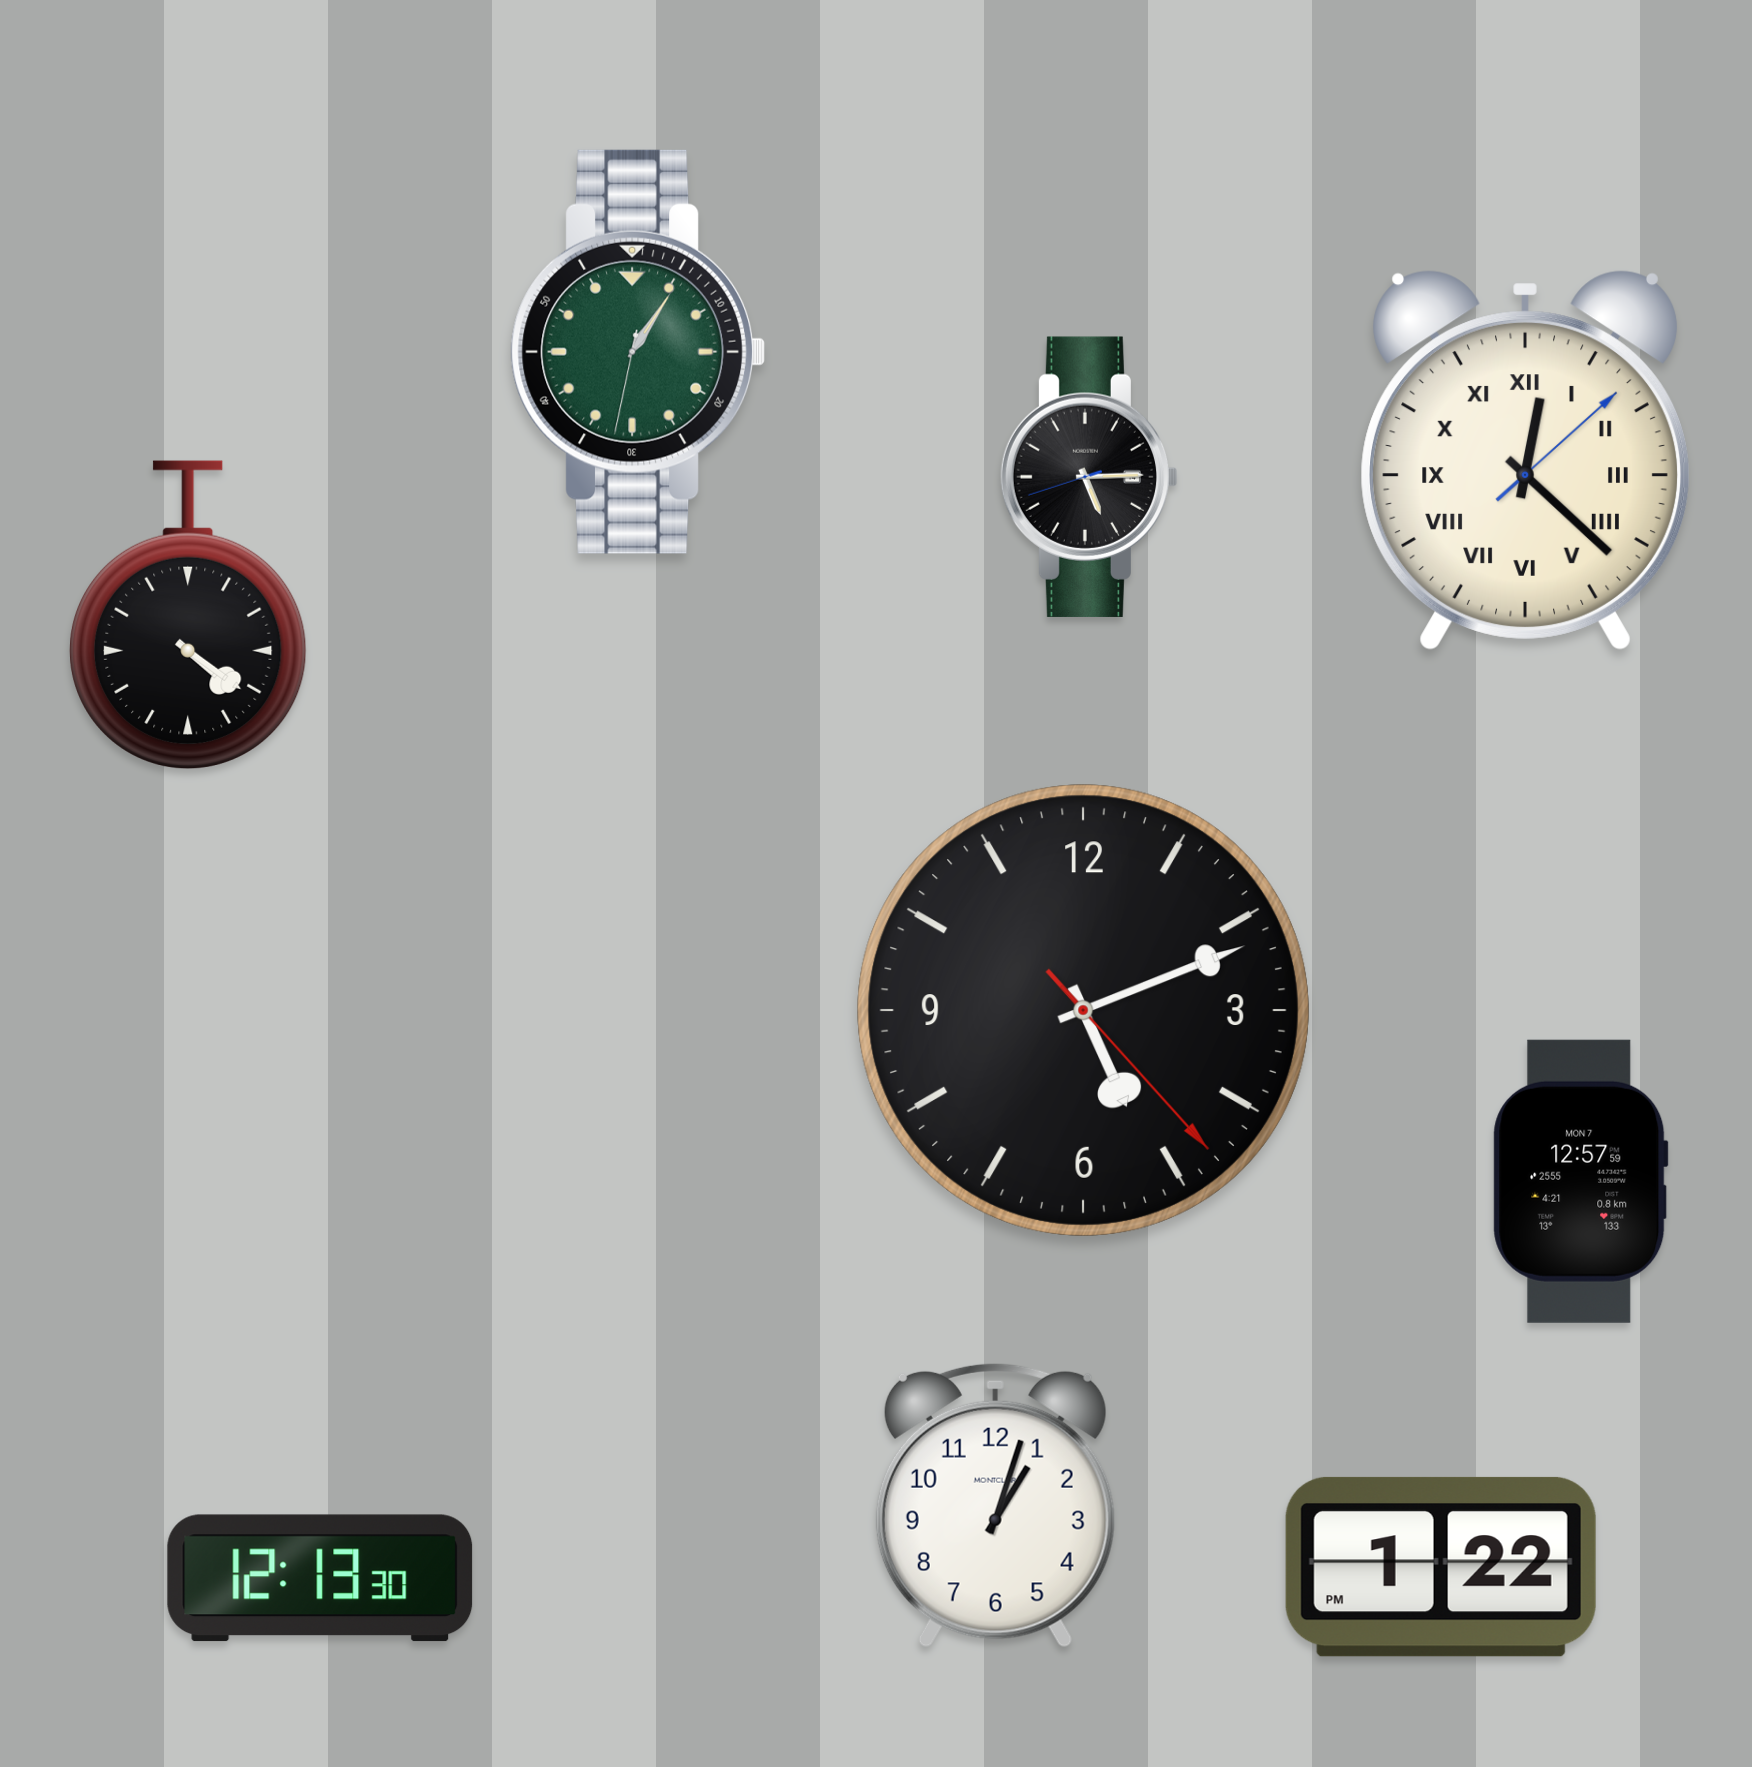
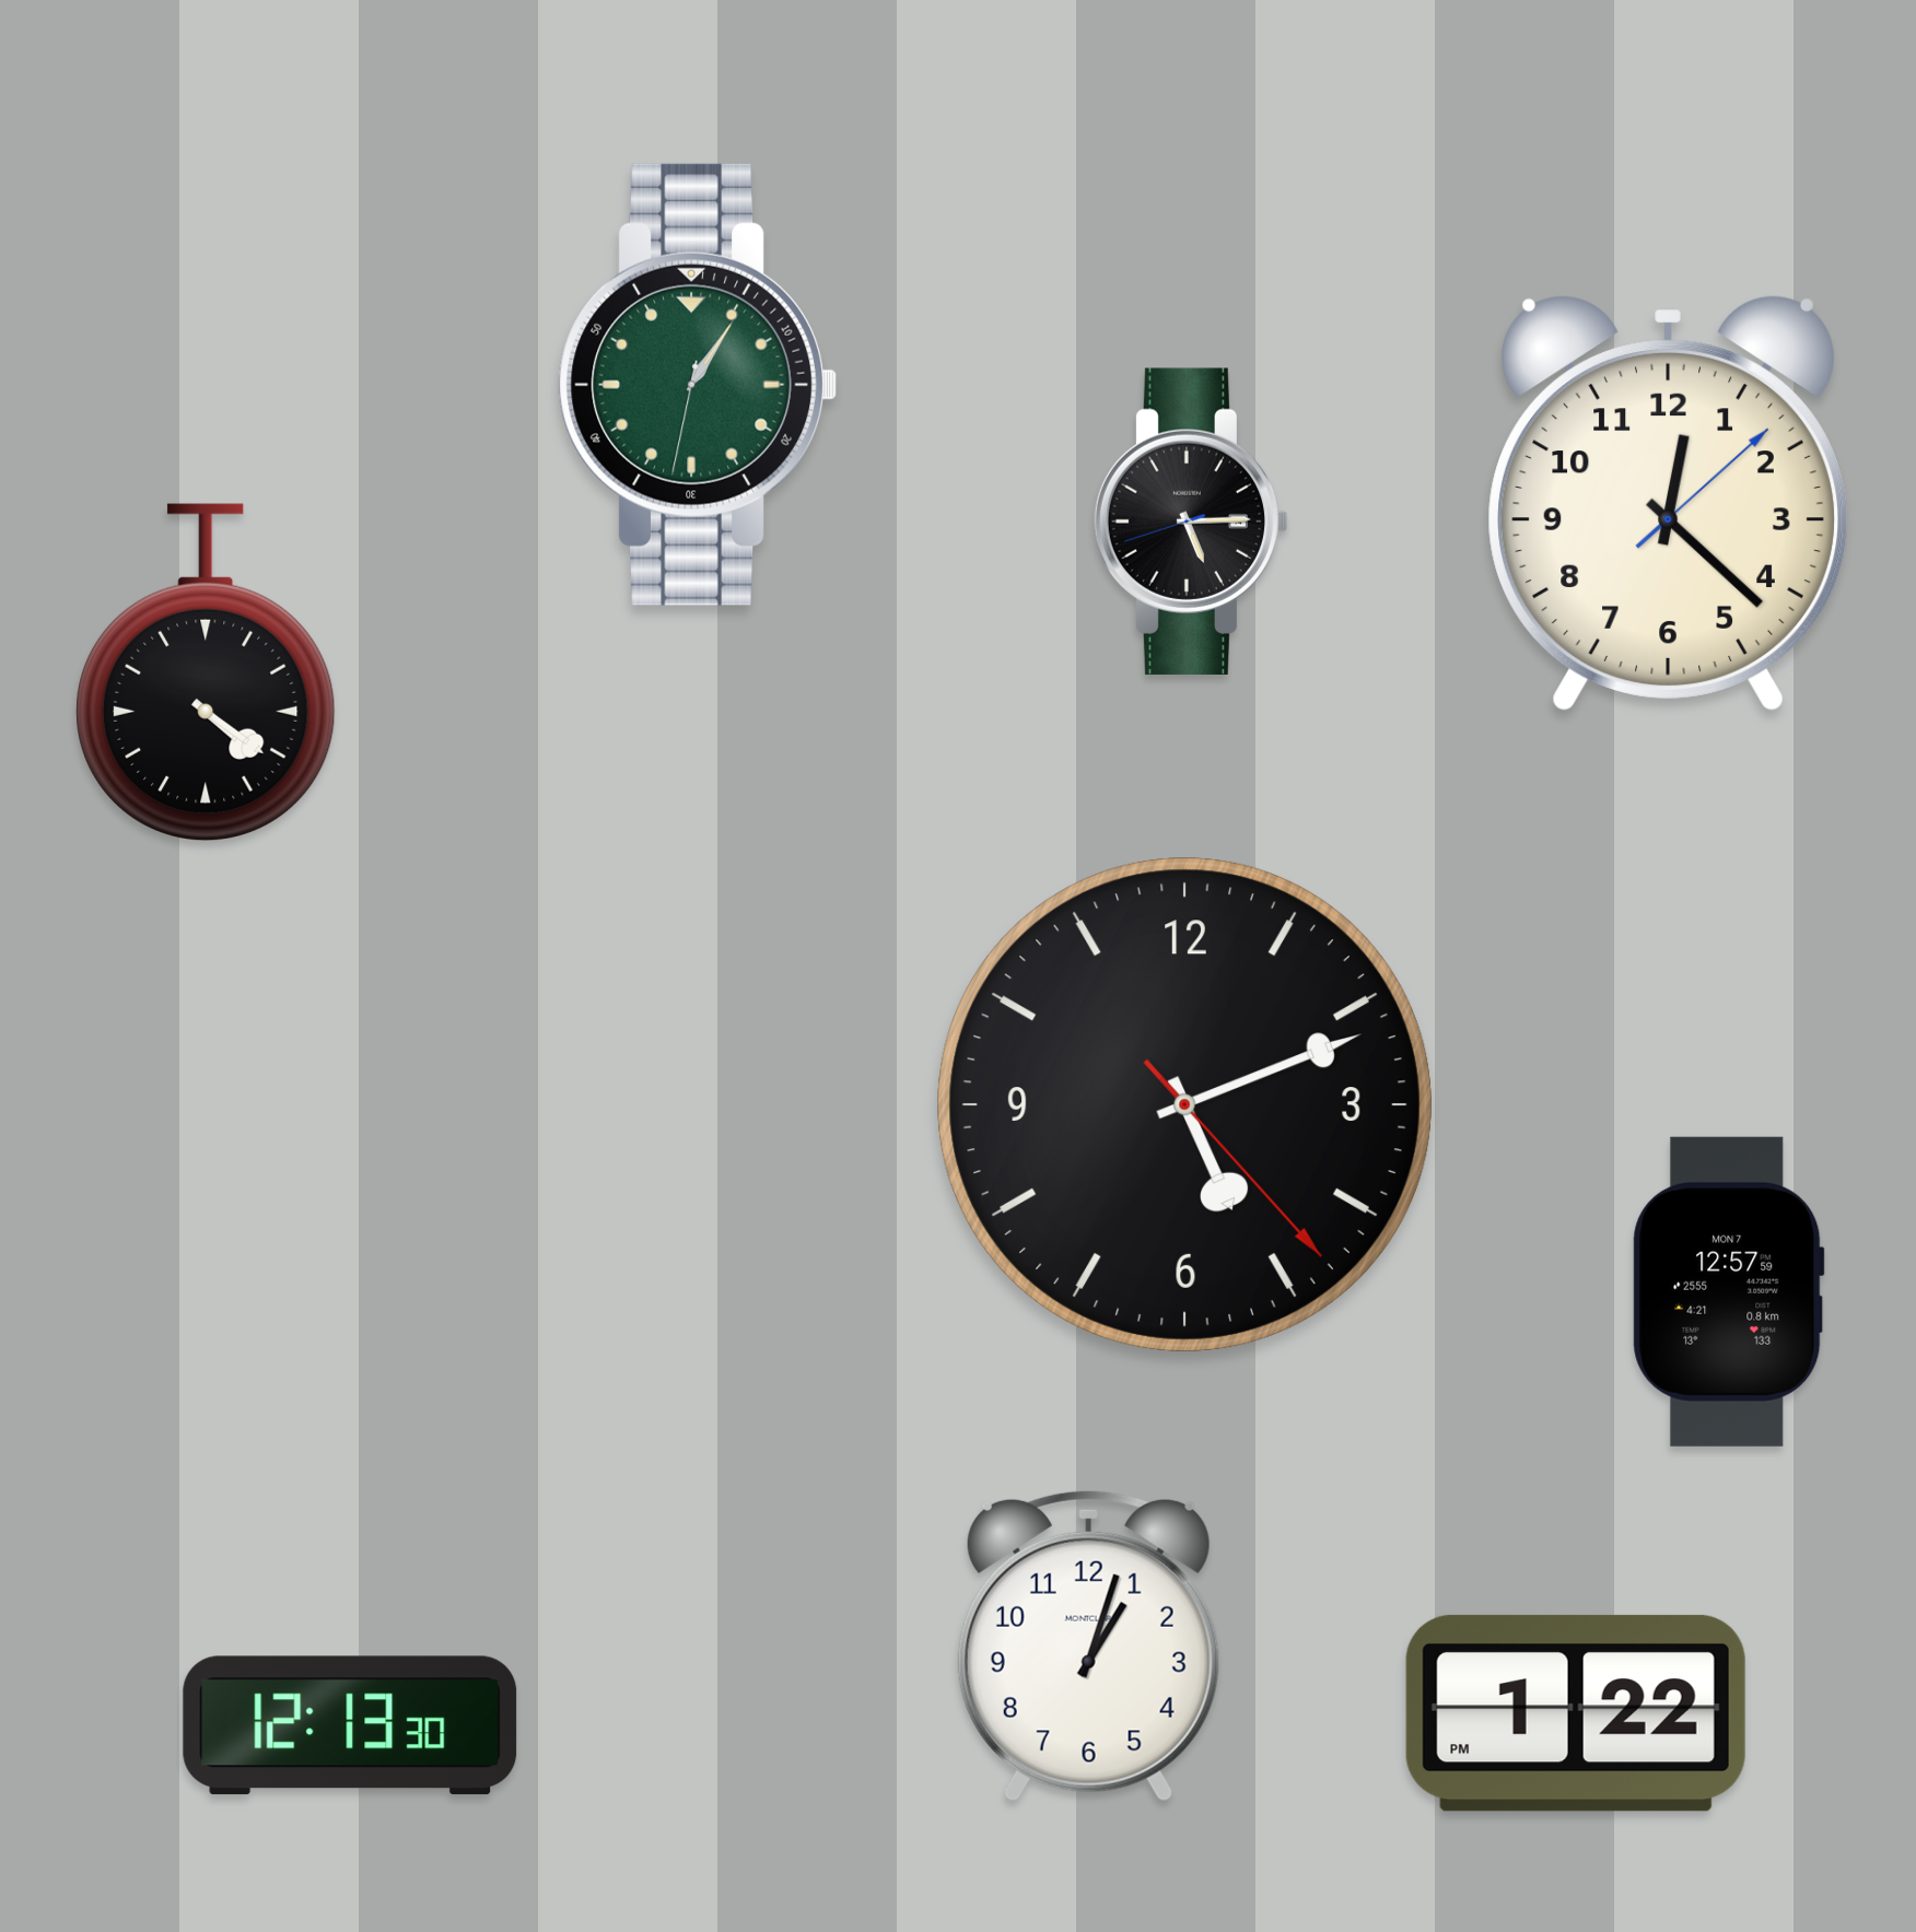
clock at (1525, 460) numerals: Roman -> Arabic
